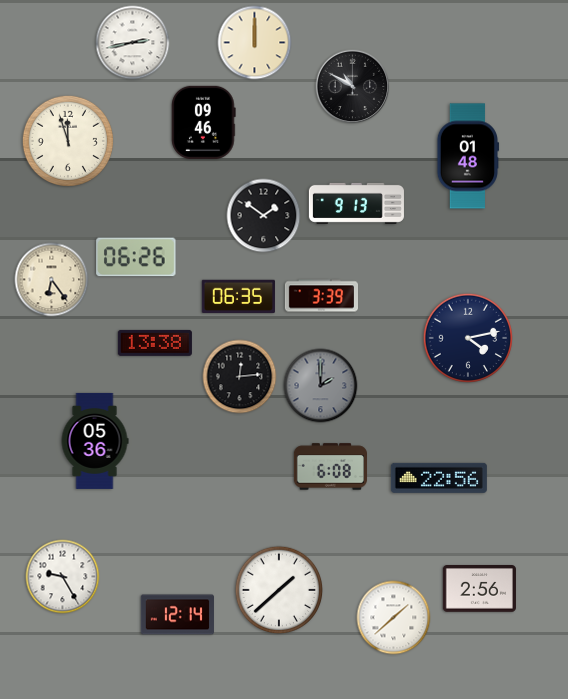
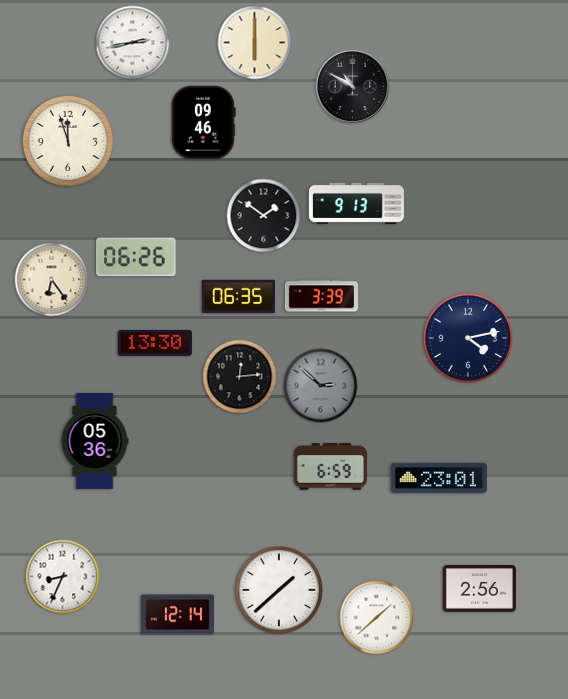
clock at (255, 43): 12:00 -> 6:00
clock at (468, 156): 01:48 -> none
clock at (155, 343): 13:38 -> 13:30
clock at (321, 386): 2:00 -> 2:52
clock at (330, 467): 6:08 -> 6:59
clock at (439, 478): 22:56 -> 23:01
clock at (63, 577): 9:25 -> 8:34
clock at (394, 618) position: (394, 618) -> (377, 618)
